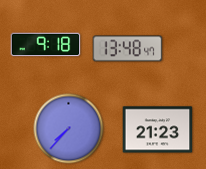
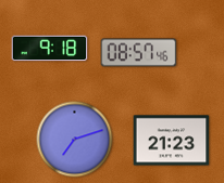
clock at (128, 49): 13:48 -> 08:57
clock at (69, 129): 7:37 -> 7:12
